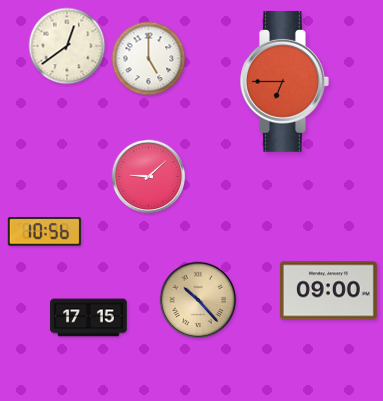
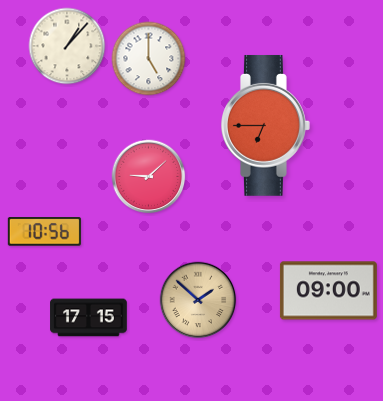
clock at (67, 46): 12:39 -> 1:07
clock at (285, 81) position: (285, 81) -> (266, 125)
clock at (198, 300): 10:23 -> 1:52
